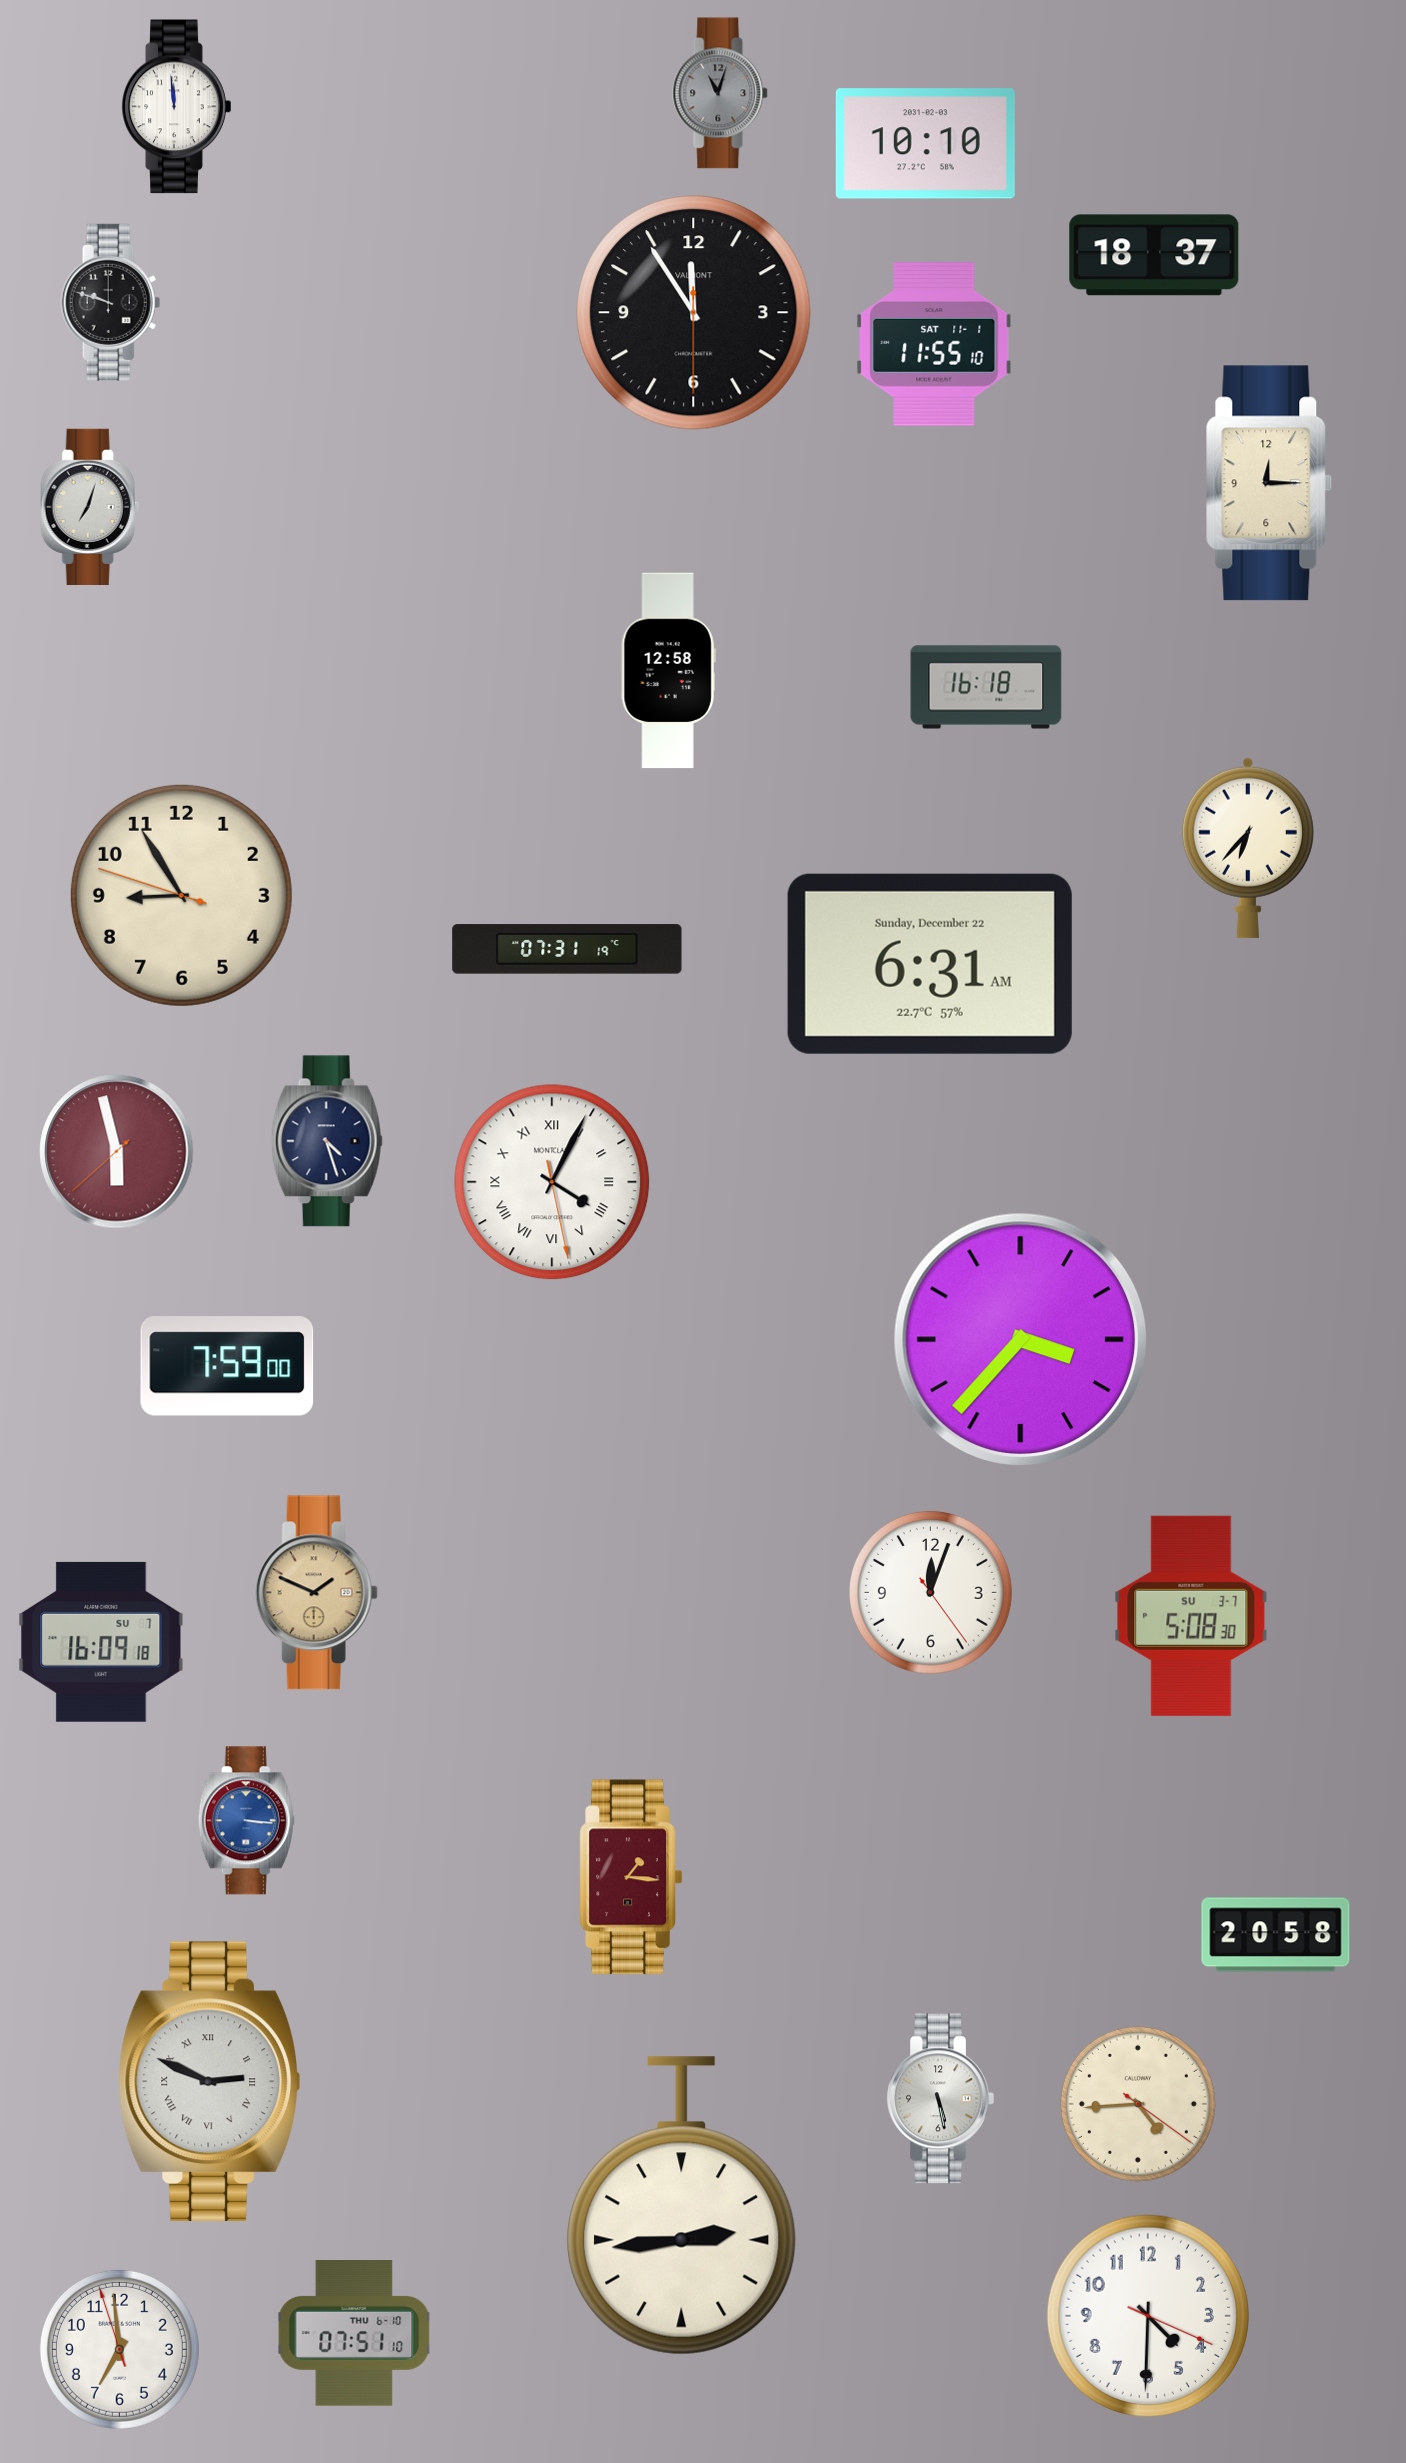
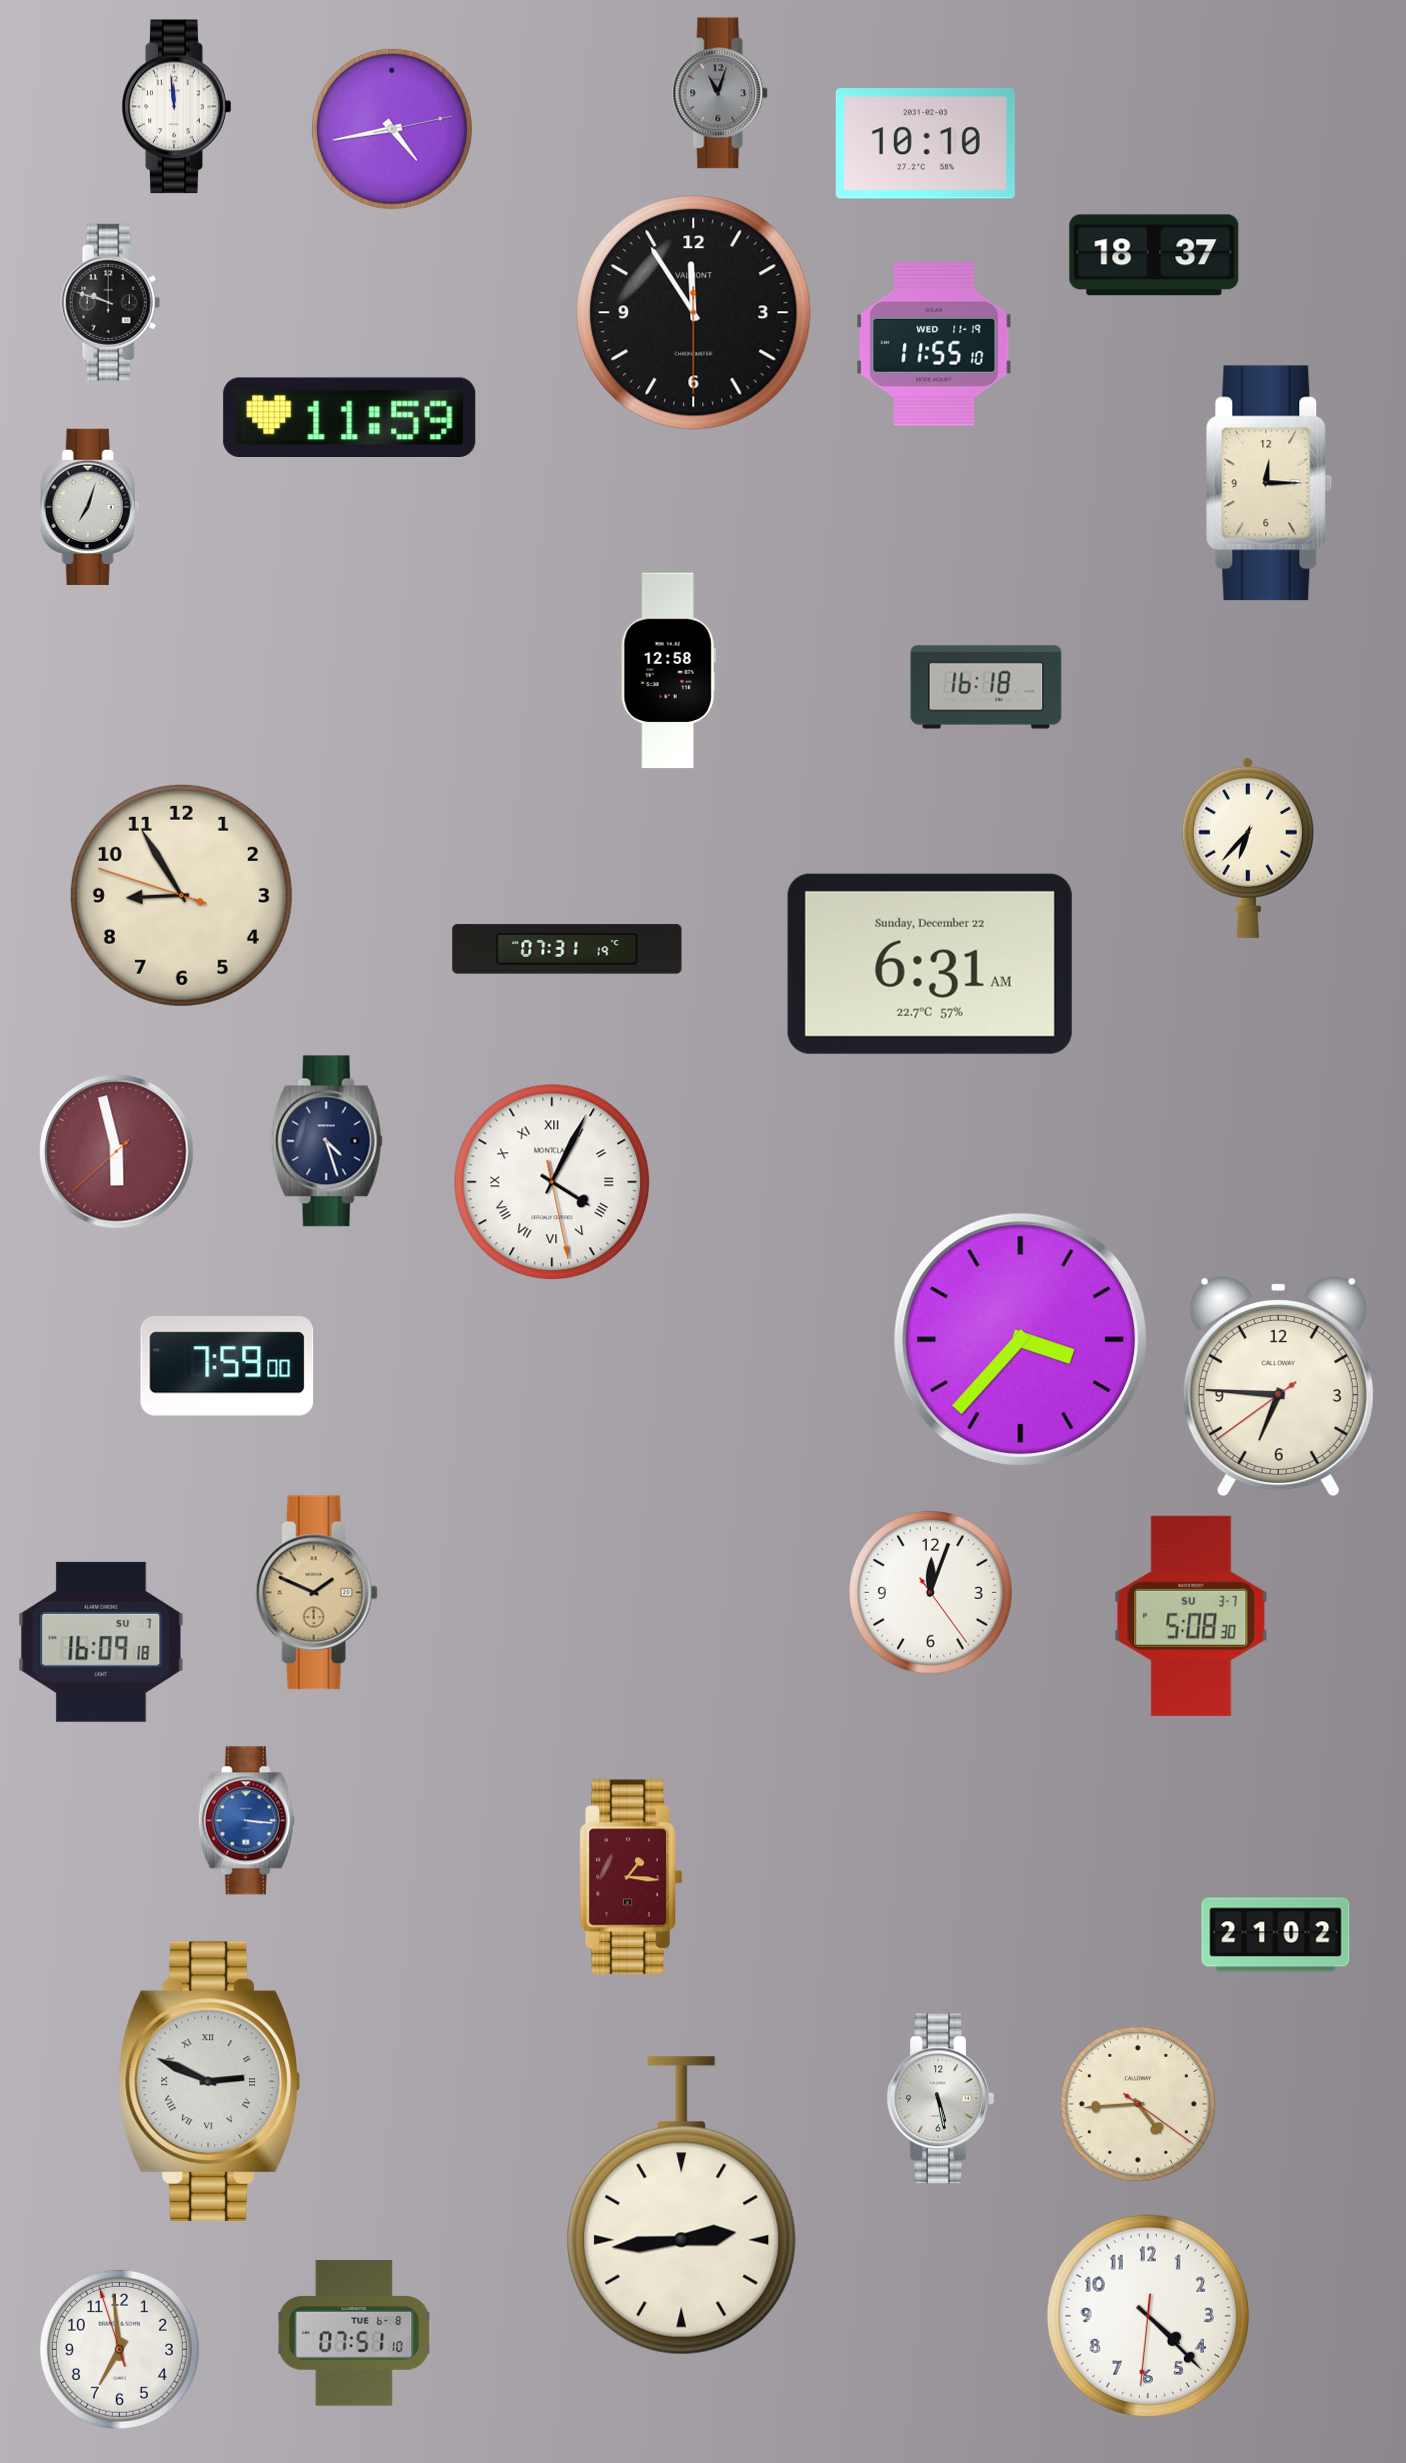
clock at (392, 129): none -> 4:43
clock at (934, 344) date: SAT 11-1 -> WED 11-19
clock at (350, 417): none -> 11:59
clock at (1278, 1387): none -> 6:45
clock at (1276, 1935): 20:58 -> 21:02
clock at (1147, 2315): 4:30 -> 4:22
clock at (354, 2333) date: THU 6-10 -> TUE 6-8
